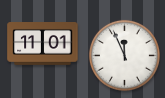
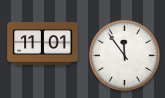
clock at (124, 55): 11:56 -> 11:54
